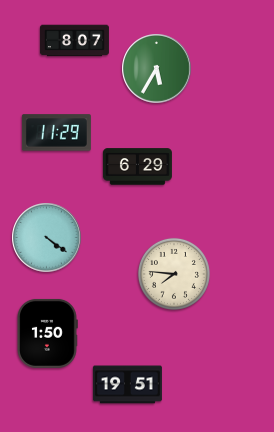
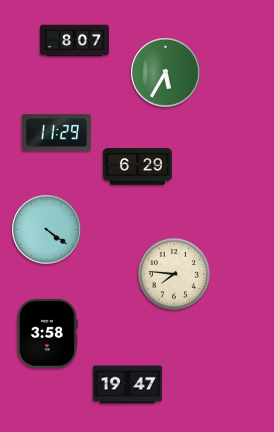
clock at (157, 69) position: (157, 69) -> (166, 73)
clock at (47, 238) position: (47, 238) -> (47, 230)
clock at (48, 333): 1:50 -> 3:58
clock at (127, 385): 19:51 -> 19:47
